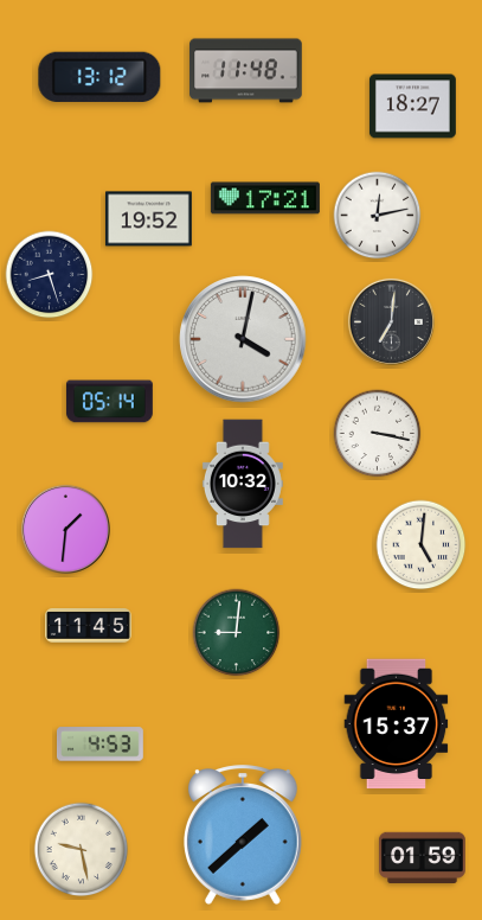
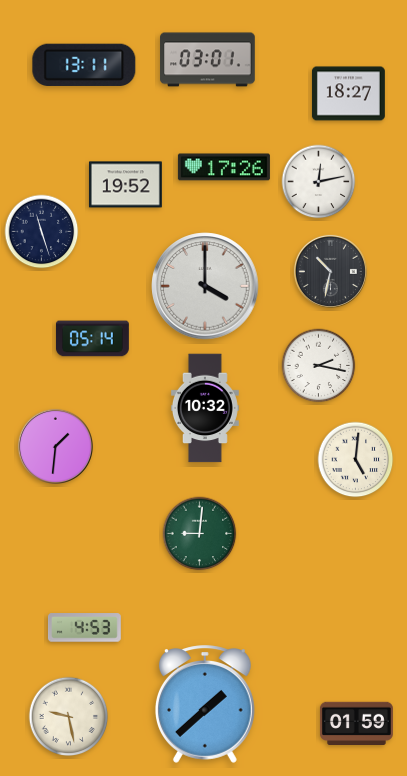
clock at (246, 71): 11:48 -> 03:01
clock at (99, 77): 13:12 -> 13:11
clock at (412, 107) position: (412, 107) -> (348, 94)
clock at (265, 198): 17:21 -> 17:26
clock at (50, 275): 8:27 -> 11:27
clock at (391, 321): 7:01 -> 10:32
clock at (243, 339): 4:02 -> 4:00
clock at (378, 434): 3:17 -> 2:17
clock at (89, 626): 11:45 -> none
clock at (397, 724): 15:37 -> none
